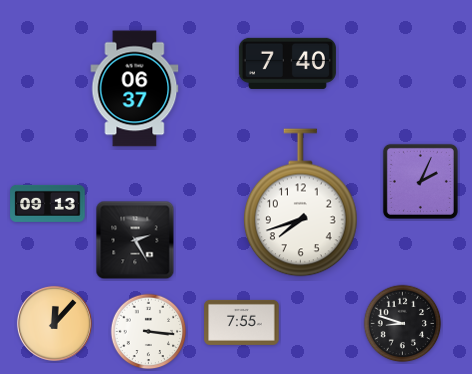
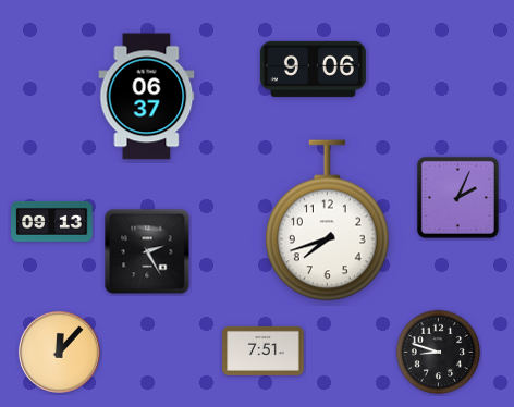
clock at (287, 63): 7:40 -> 9:06
clock at (135, 240) position: (135, 240) -> (147, 251)
clock at (242, 322): 7:55 -> 7:51
clock at (149, 332): 3:16 -> none
